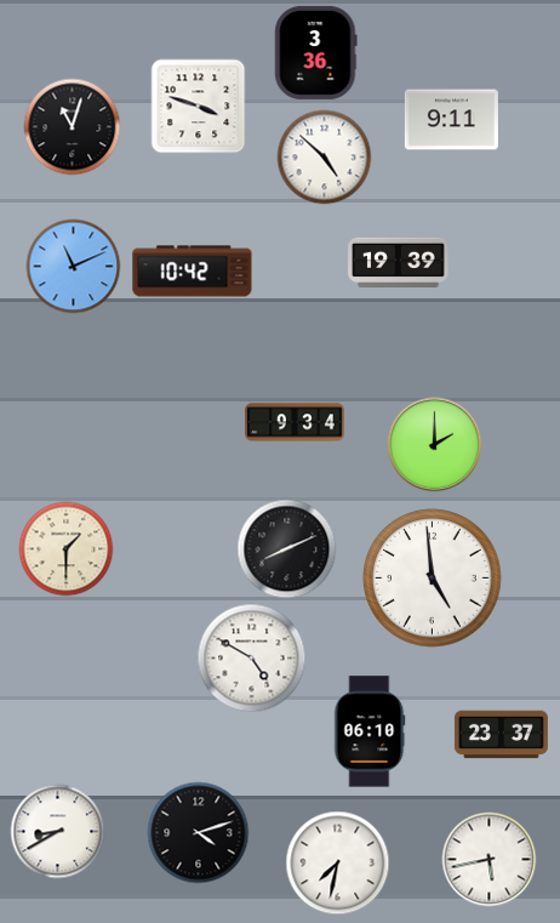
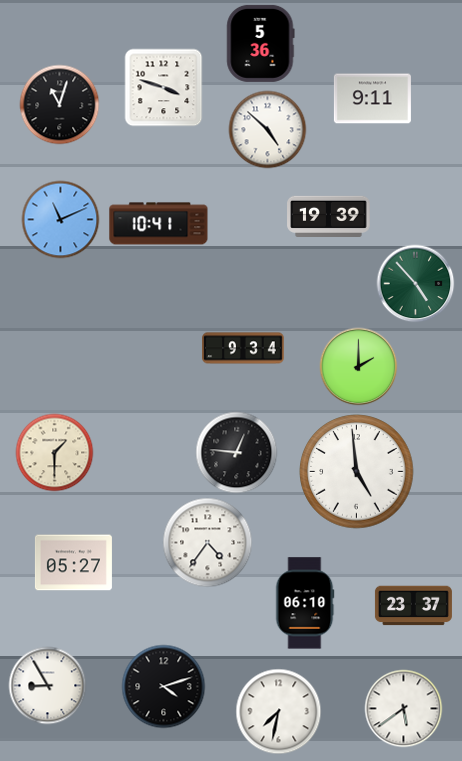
clock at (316, 52): 3:36 -> 5:36
clock at (193, 272): 10:42 -> 10:41
clock at (415, 283): none -> 4:53
clock at (286, 548): 8:11 -> 12:46
clock at (433, 579) position: (433, 579) -> (357, 472)
clock at (251, 657): 4:50 -> 4:36
clock at (73, 563): none -> 05:27
clock at (57, 831): 8:40 -> 8:55
clock at (488, 859): 5:43 -> 5:39
